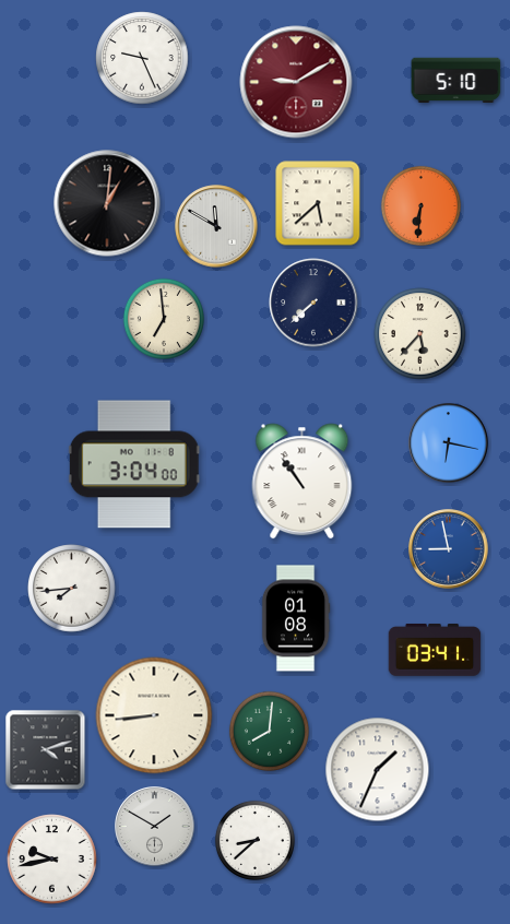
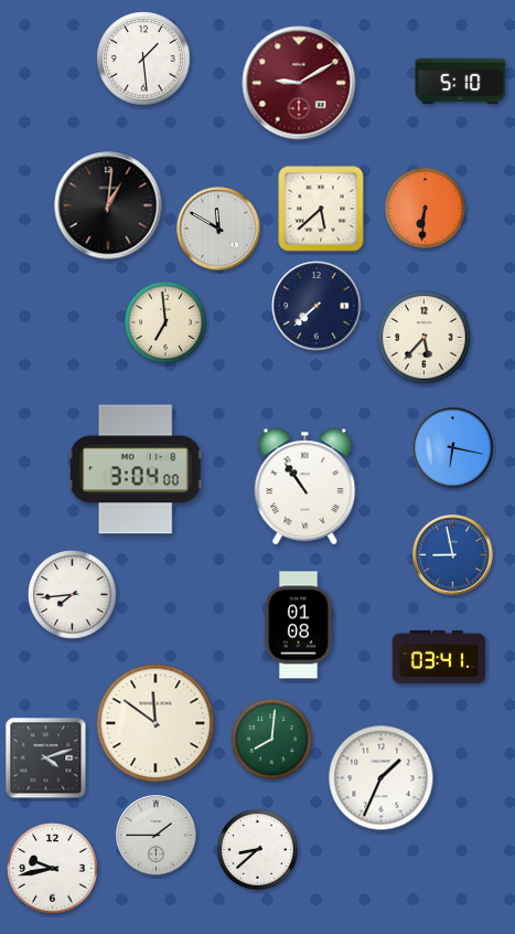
clock at (142, 58): 9:26 -> 1:29
clock at (318, 203) position: (318, 203) -> (321, 209)
clock at (154, 715): 8:44 -> 11:51
clock at (155, 827): 1:50 -> 1:45
